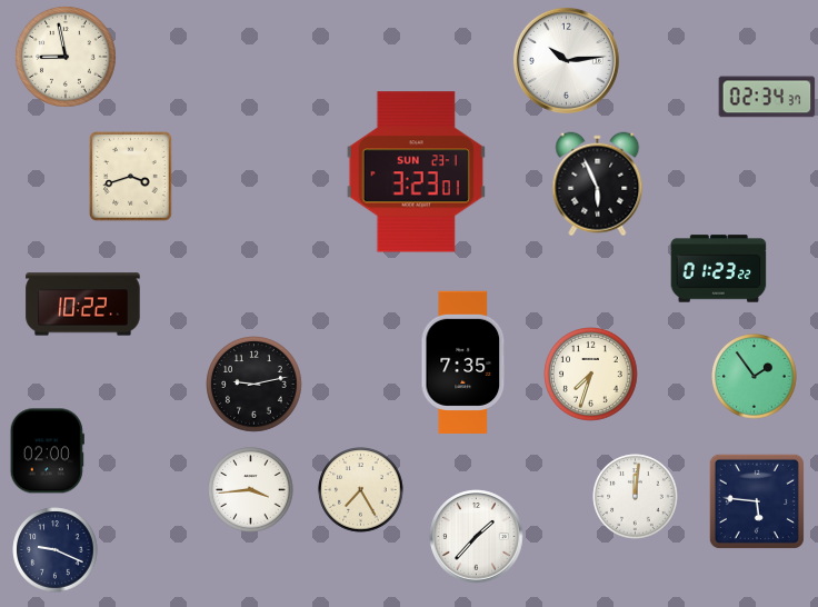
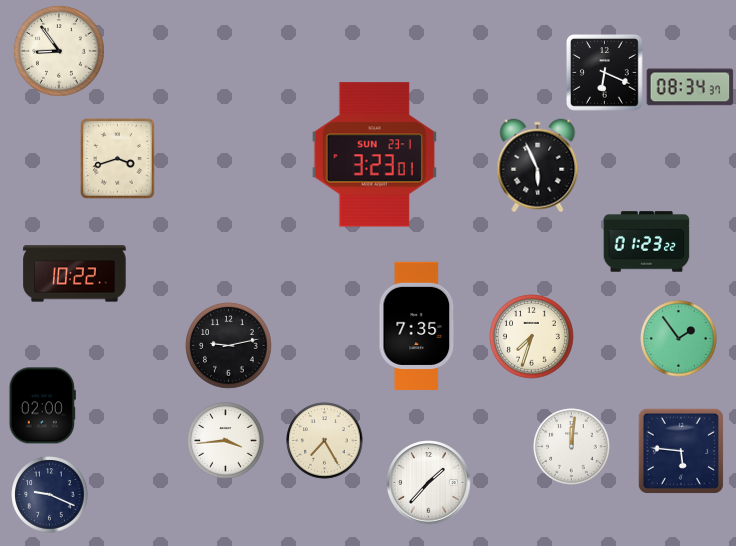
clock at (67, 58): 8:58 -> 8:54
clock at (566, 60): 10:14 -> none
clock at (605, 73): none -> 6:19
clock at (767, 97): 02:34 -> 08:34
